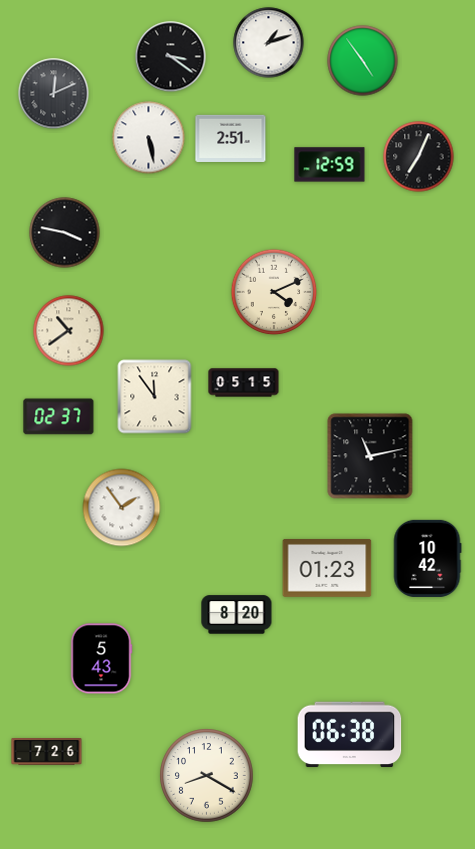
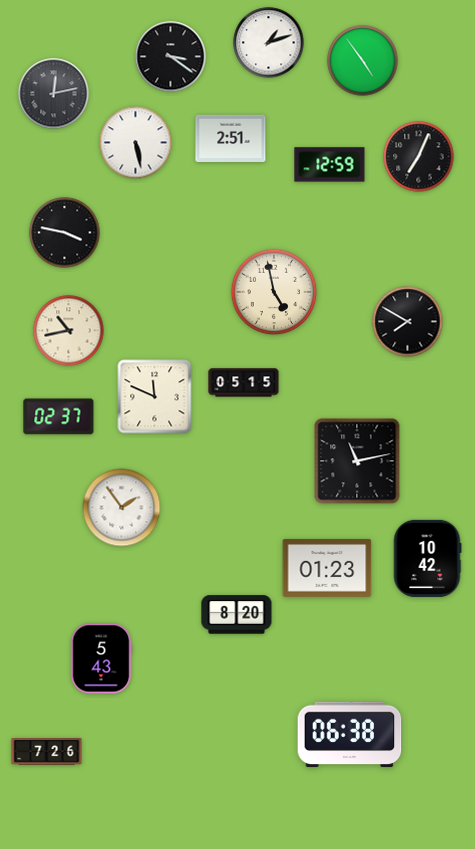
clock at (54, 94): 12:11 -> 12:13
clock at (149, 138) position: (149, 138) -> (136, 143)
clock at (274, 292): 4:11 -> 4:58
clock at (408, 322): none -> 7:50
clock at (69, 331): 10:39 -> 10:43
clock at (155, 397): 11:54 -> 11:49
clock at (370, 456) position: (370, 456) -> (357, 461)
clock at (207, 776): 8:20 -> none
